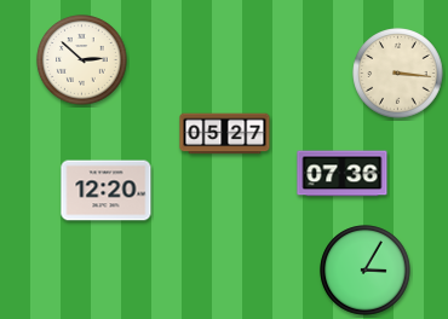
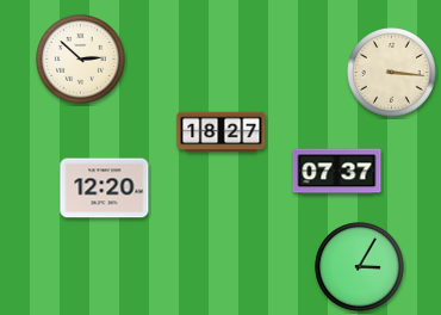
clock at (225, 134): 05:27 -> 18:27
clock at (343, 174): 07:36 -> 07:37
